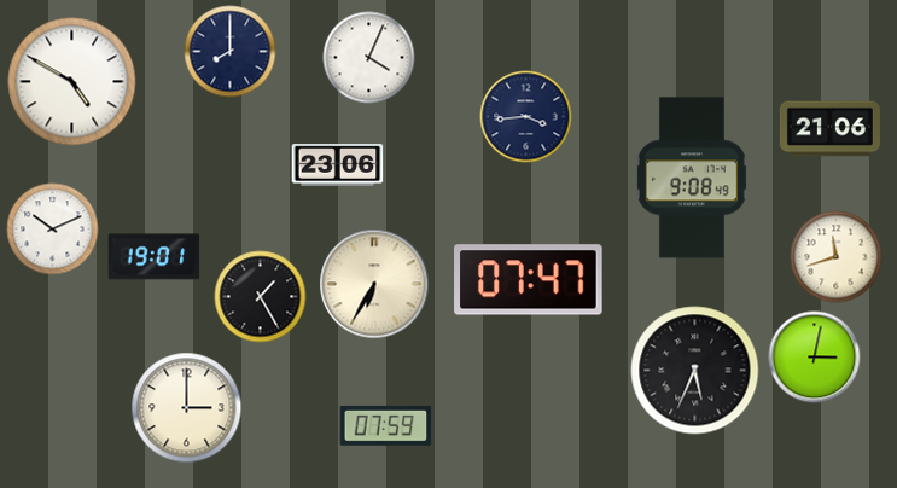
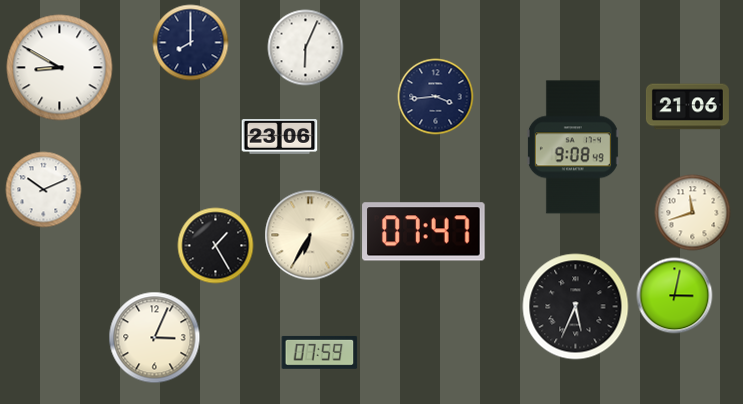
clock at (369, 58): 4:04 -> 6:04
clock at (72, 82): 4:50 -> 8:50
clock at (155, 257): 19:01 -> none
clock at (529, 280) position: (529, 280) -> (424, 232)
clock at (187, 408): 3:00 -> 3:04
